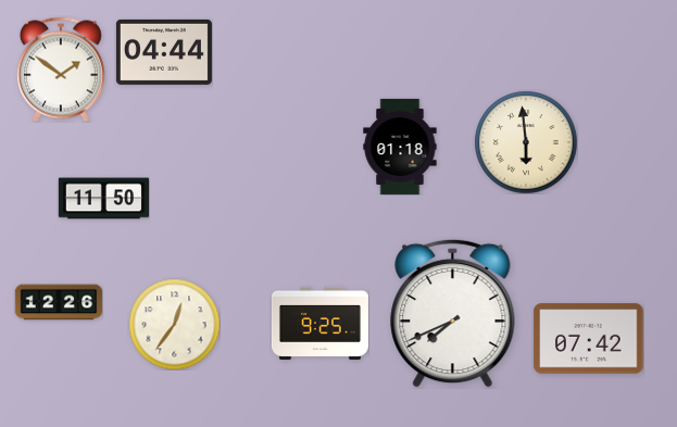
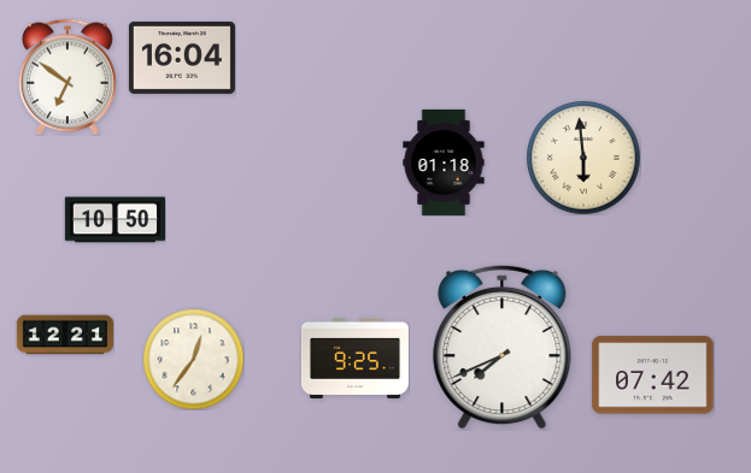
clock at (164, 52): 04:44 -> 16:04
clock at (61, 70): 1:51 -> 6:51
clock at (103, 199): 11:50 -> 10:50
clock at (59, 302): 12:26 -> 12:21
